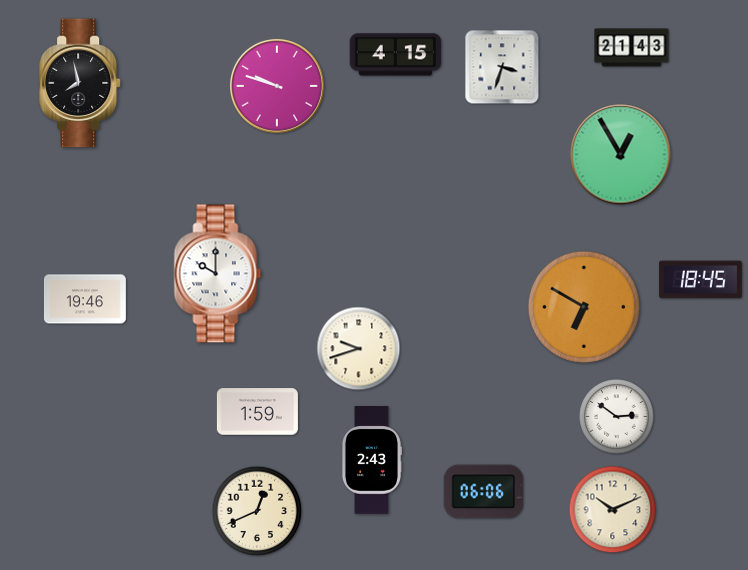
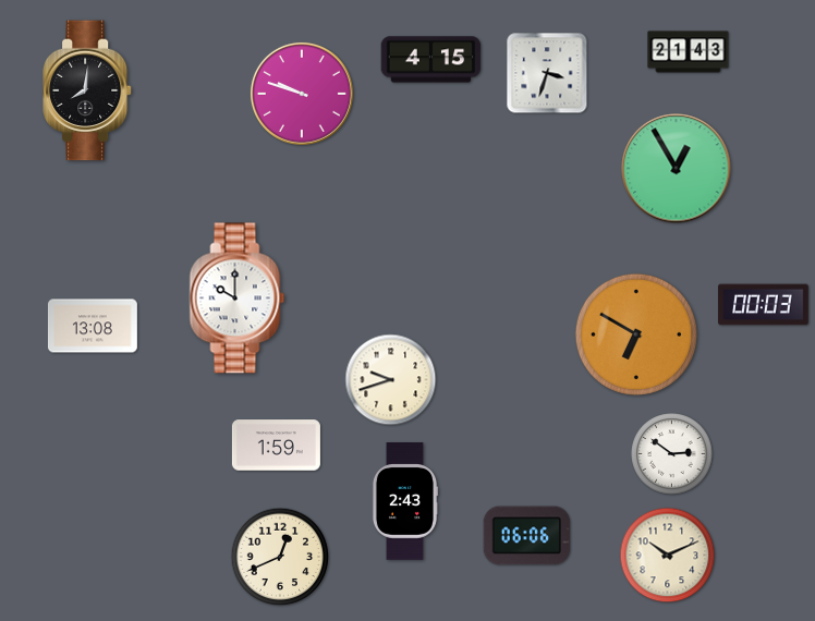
clock at (81, 83): 7:58 -> 8:01
clock at (701, 280): 18:45 -> 00:03
clock at (85, 299): 19:46 -> 13:08
clock at (257, 412) position: (257, 412) -> (276, 446)
